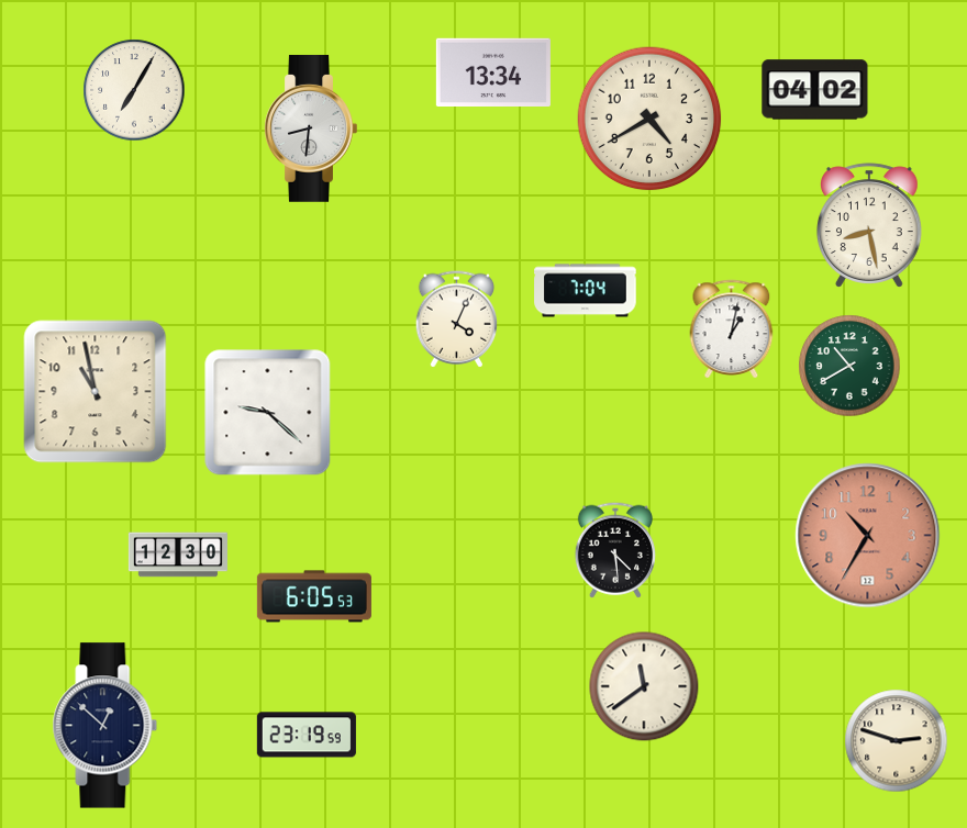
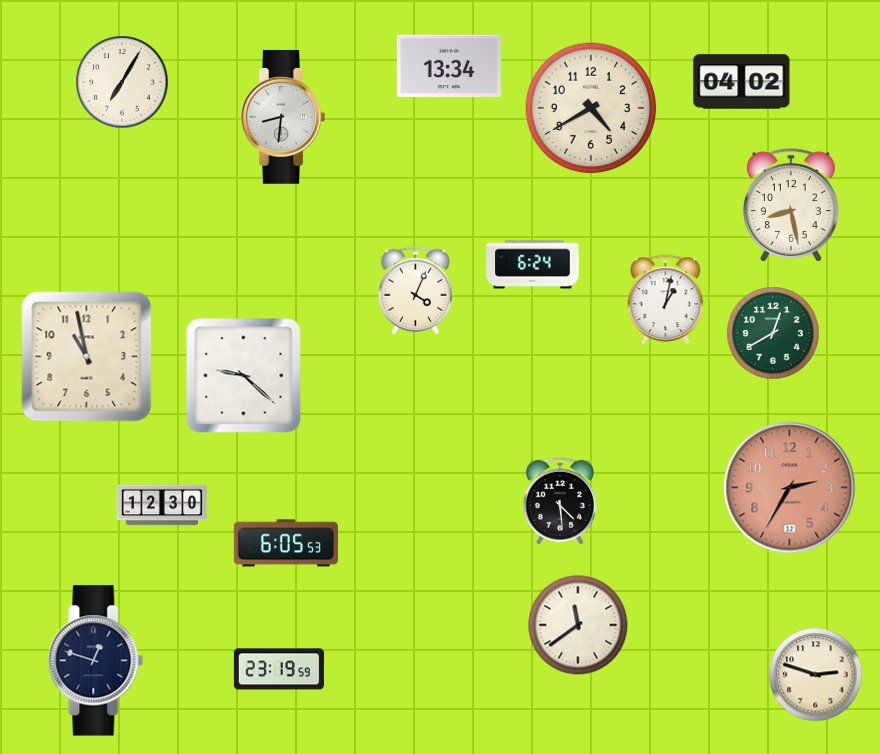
clock at (586, 291): 7:04 -> 6:24
clock at (849, 366): 10:40 -> 12:40
clock at (868, 536): 10:35 -> 2:35
clock at (644, 686) position: (644, 686) -> (578, 625)
clock at (105, 726): 12:52 -> 12:48
